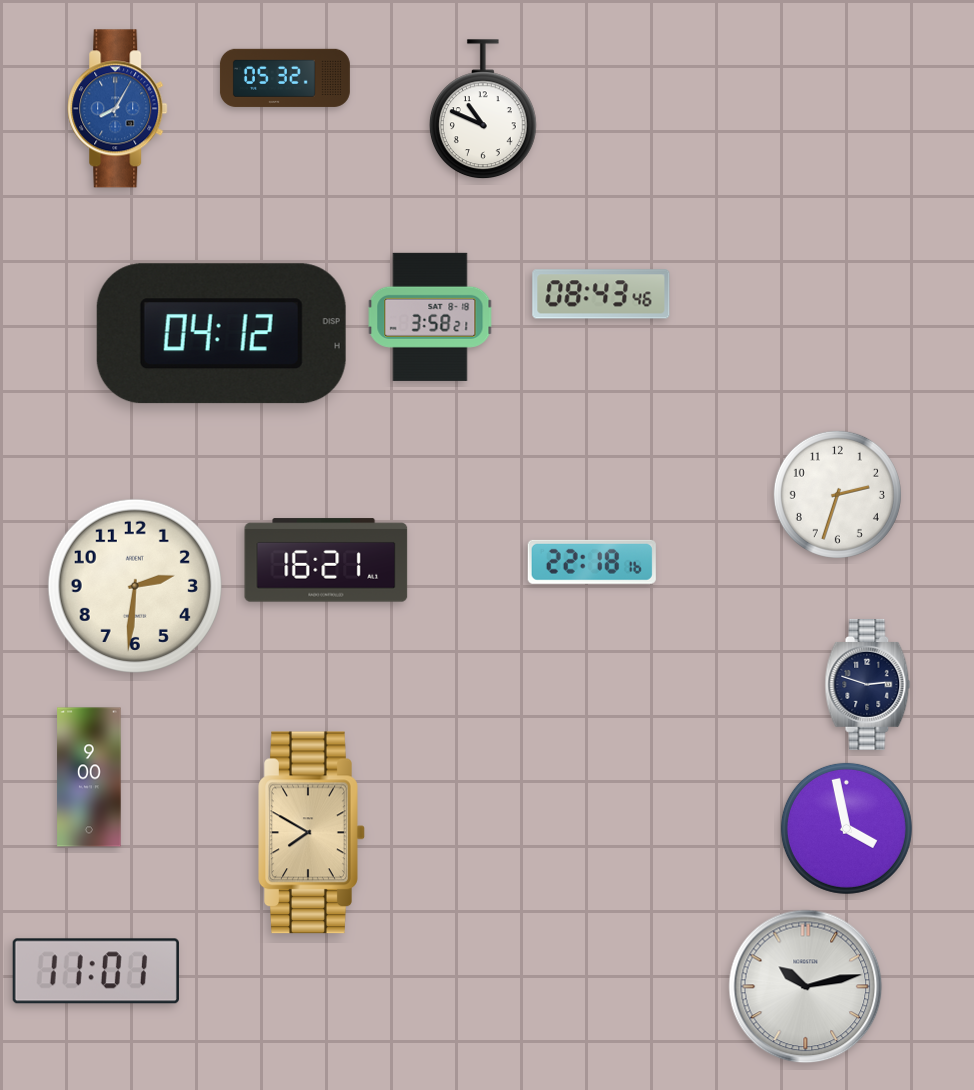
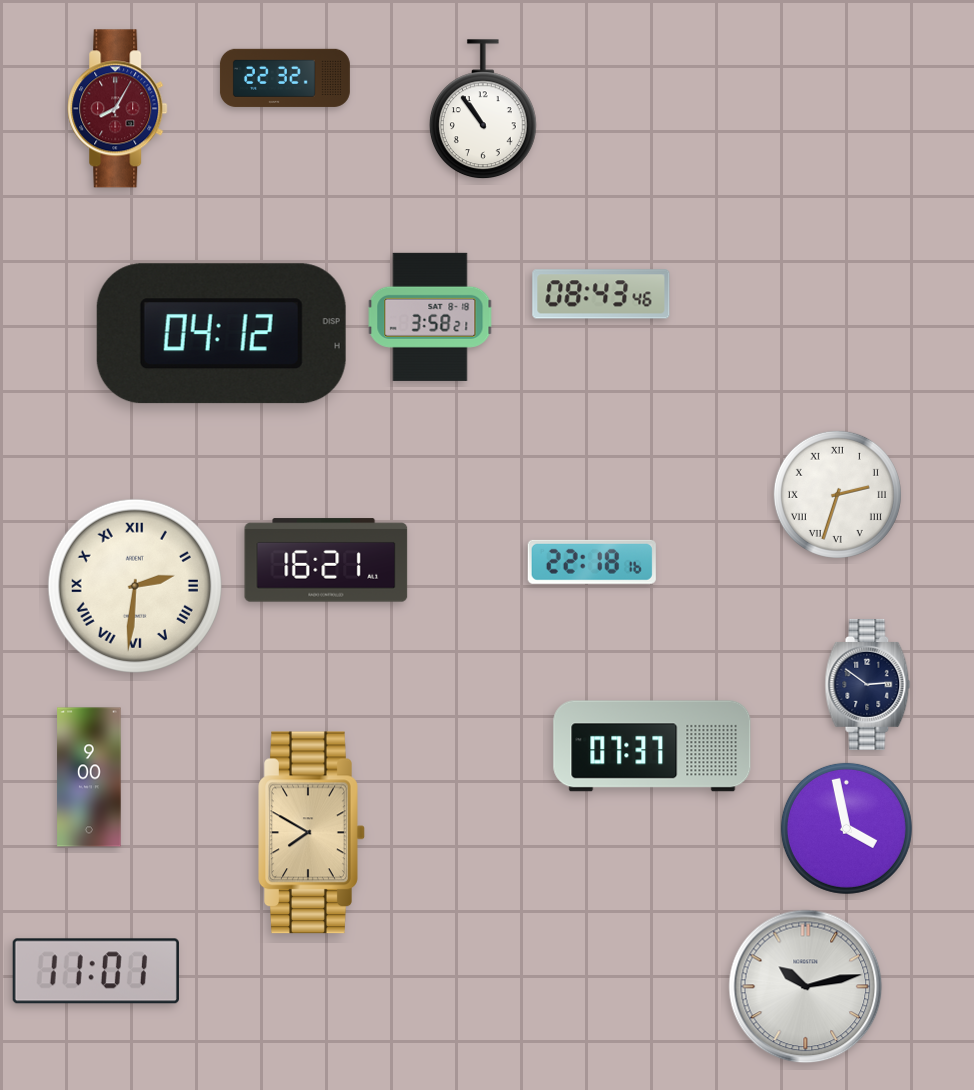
clock at (285, 78): 05:32 -> 22:32
clock at (118, 109) dial: blue -> burgundy
clock at (484, 110): 10:49 -> 10:54
clock at (837, 494) numerals: Arabic -> Roman
clock at (135, 586) numerals: Arabic -> Roman
clock at (868, 684): 2:48 -> 2:51
clock at (652, 746): none -> 07:37
